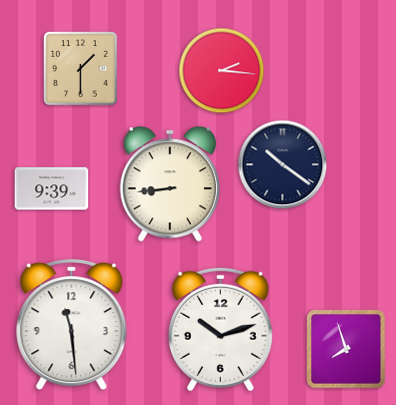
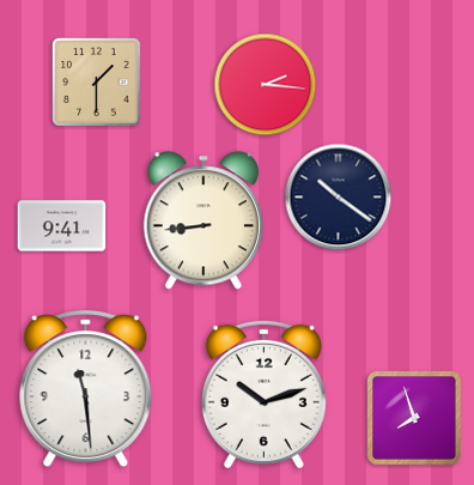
clock at (52, 189): 9:39 -> 9:41
